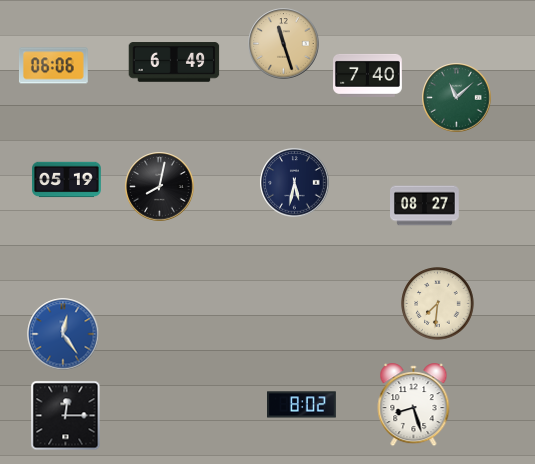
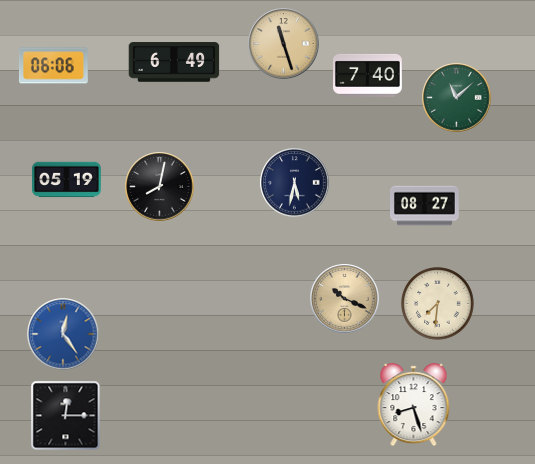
clock at (345, 299): none -> 10:19
clock at (302, 405): 8:02 -> none
